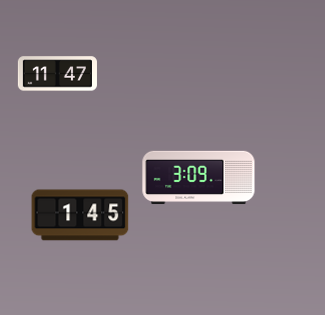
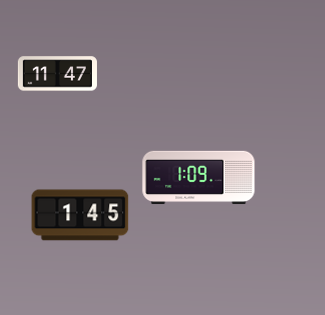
clock at (199, 178): 3:09 -> 1:09
